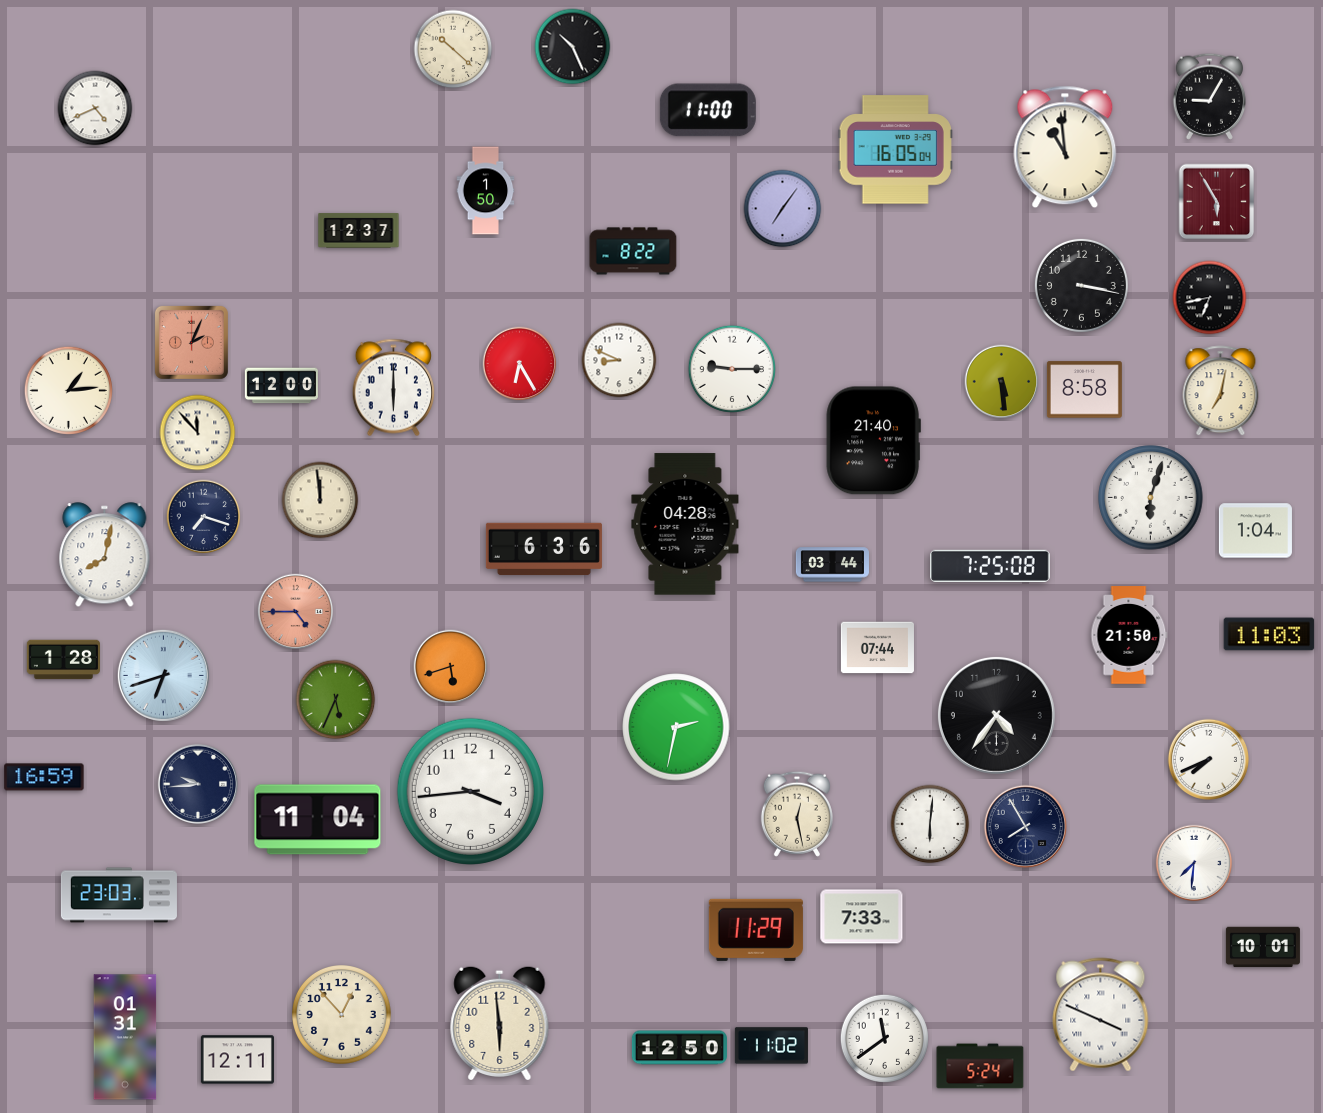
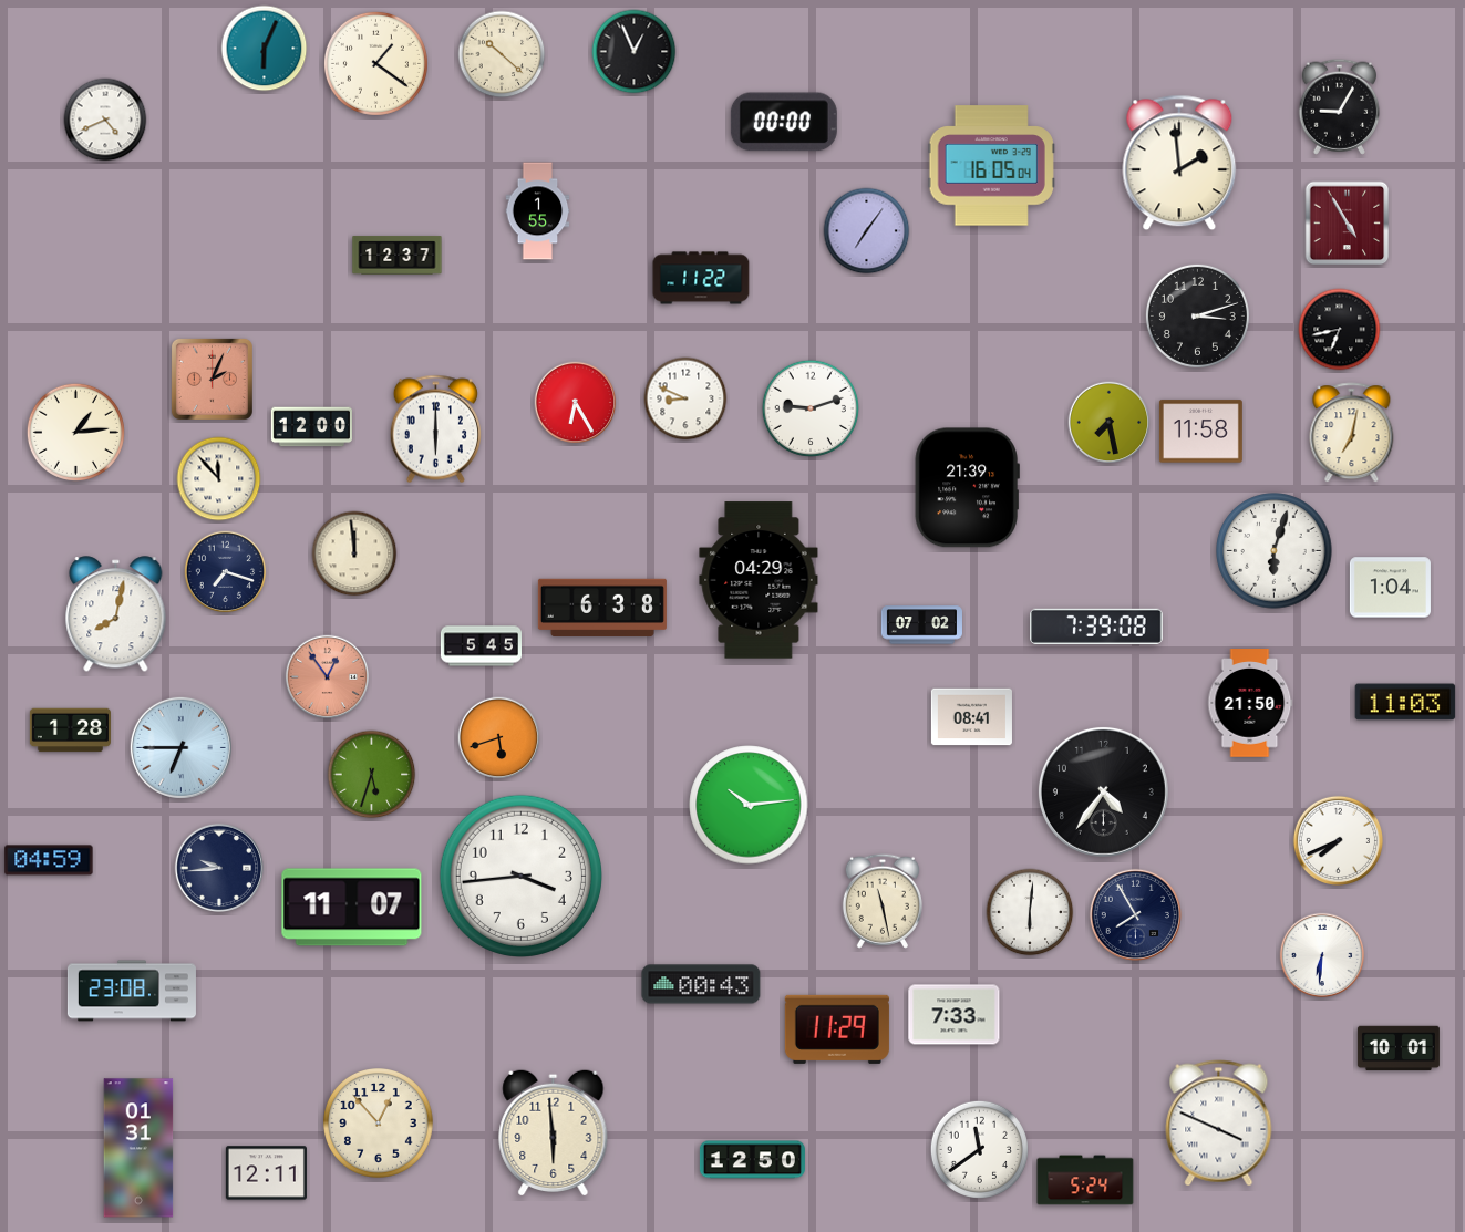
clock at (265, 49): none -> 6:04
clock at (573, 47): 10:26 -> 12:56
clock at (375, 63): none -> 1:21
clock at (708, 110): 11:00 -> 00:00
clock at (1065, 147): 10:59 -> 1:59
clock at (486, 191): 1:50 -> 1:55
clock at (1217, 202): 5:55 -> 4:55
clock at (633, 251): 8:22 -> 11:22
clock at (1081, 285): 3:17 -> 3:12
clock at (731, 368): 9:15 -> 9:12
clock at (1002, 382): 5:29 -> 7:28
clock at (1084, 390): 8:58 -> 11:58
clock at (873, 441): 21:40 -> 21:39
clock at (685, 524): 04:28 -> 04:29
clock at (544, 549): 6:36 -> 6:38
clock at (832, 565): 03:44 -> 07:02
clock at (990, 566): 7:25 -> 7:39
clock at (481, 646): none -> 5:45
clock at (296, 612): 4:45 -> 12:54
clock at (877, 648): 07:44 -> 08:41
clock at (163, 675): 6:42 -> 6:45
clock at (336, 700): 5:34 -> 5:33
clock at (676, 727): 2:32 -> 10:14
clock at (44, 777): 16:59 -> 04:59
clock at (797, 814): 12:28 -> 11:28
clock at (318, 820): 11:04 -> 11:07
clock at (1194, 863): 7:31 -> 6:31
clock at (701, 984): none -> 00:43
clock at (119, 895): 23:03 -> 23:08
clock at (771, 1046): 11:02 -> none
clock at (237, 1060) position: (237, 1060) -> (266, 1173)
